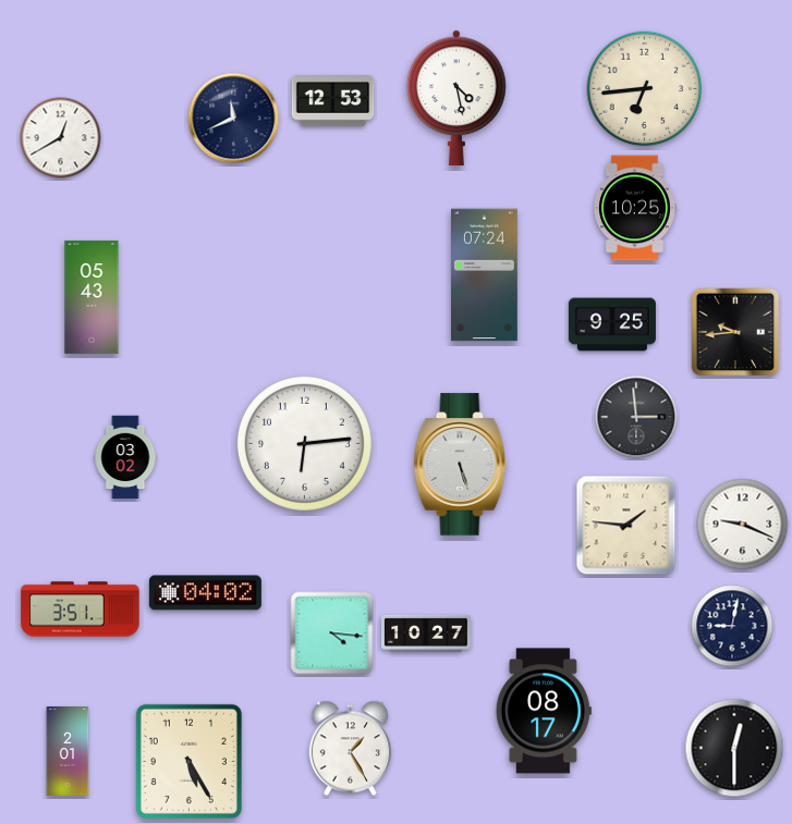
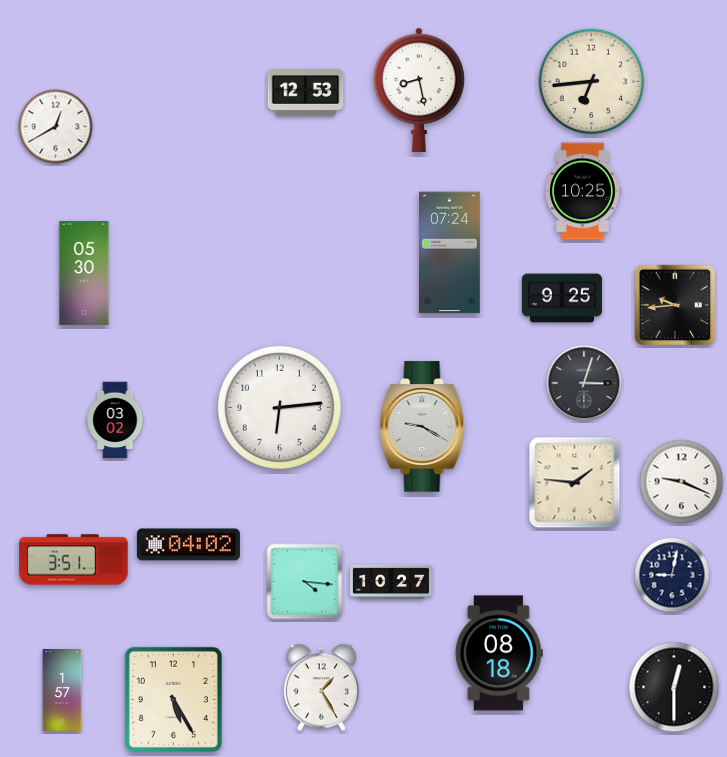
clock at (458, 98): 4:28 -> 8:28
clock at (234, 119): 11:41 -> none
clock at (485, 275) position: (485, 275) -> (450, 253)
clock at (92, 297): 05:43 -> 05:30
clock at (636, 417): 2:59 -> 3:03
clock at (461, 465): 5:27 -> 9:20
clock at (544, 711): 08:17 -> 08:18
clock at (68, 752): 2:01 -> 1:57
